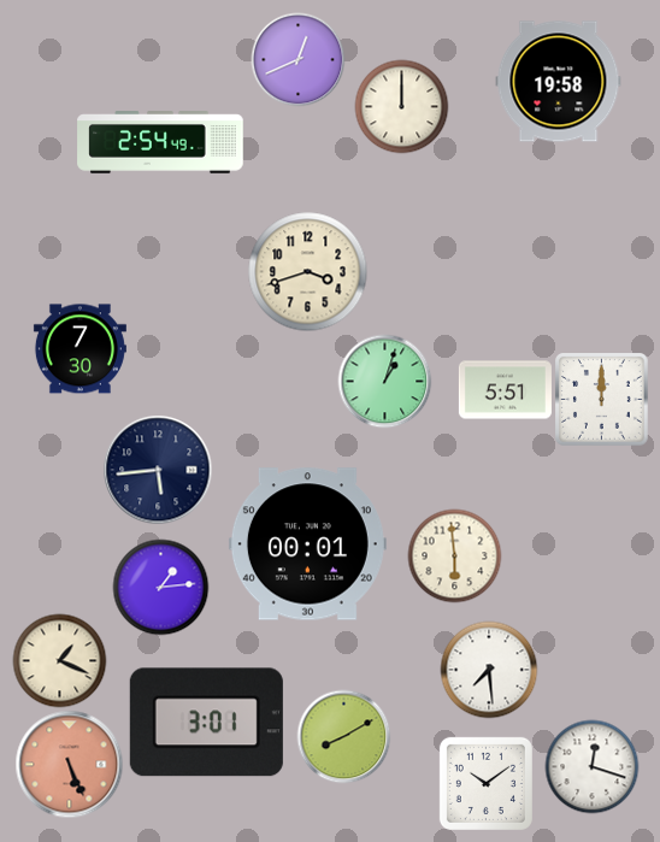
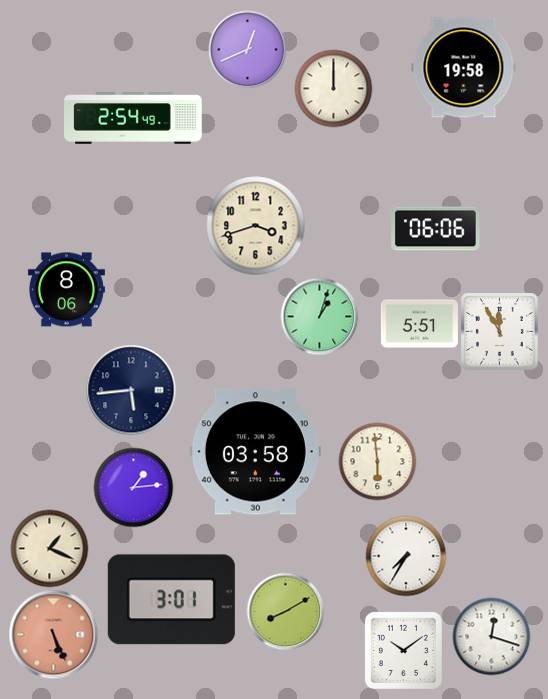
clock at (436, 229): none -> 06:06
clock at (79, 349): 7:30 -> 8:06
clock at (601, 399): 12:00 -> 11:55
clock at (307, 544): 00:01 -> 03:58
clock at (489, 670): 7:29 -> 7:35
clock at (69, 764) position: (69, 764) -> (53, 634)
